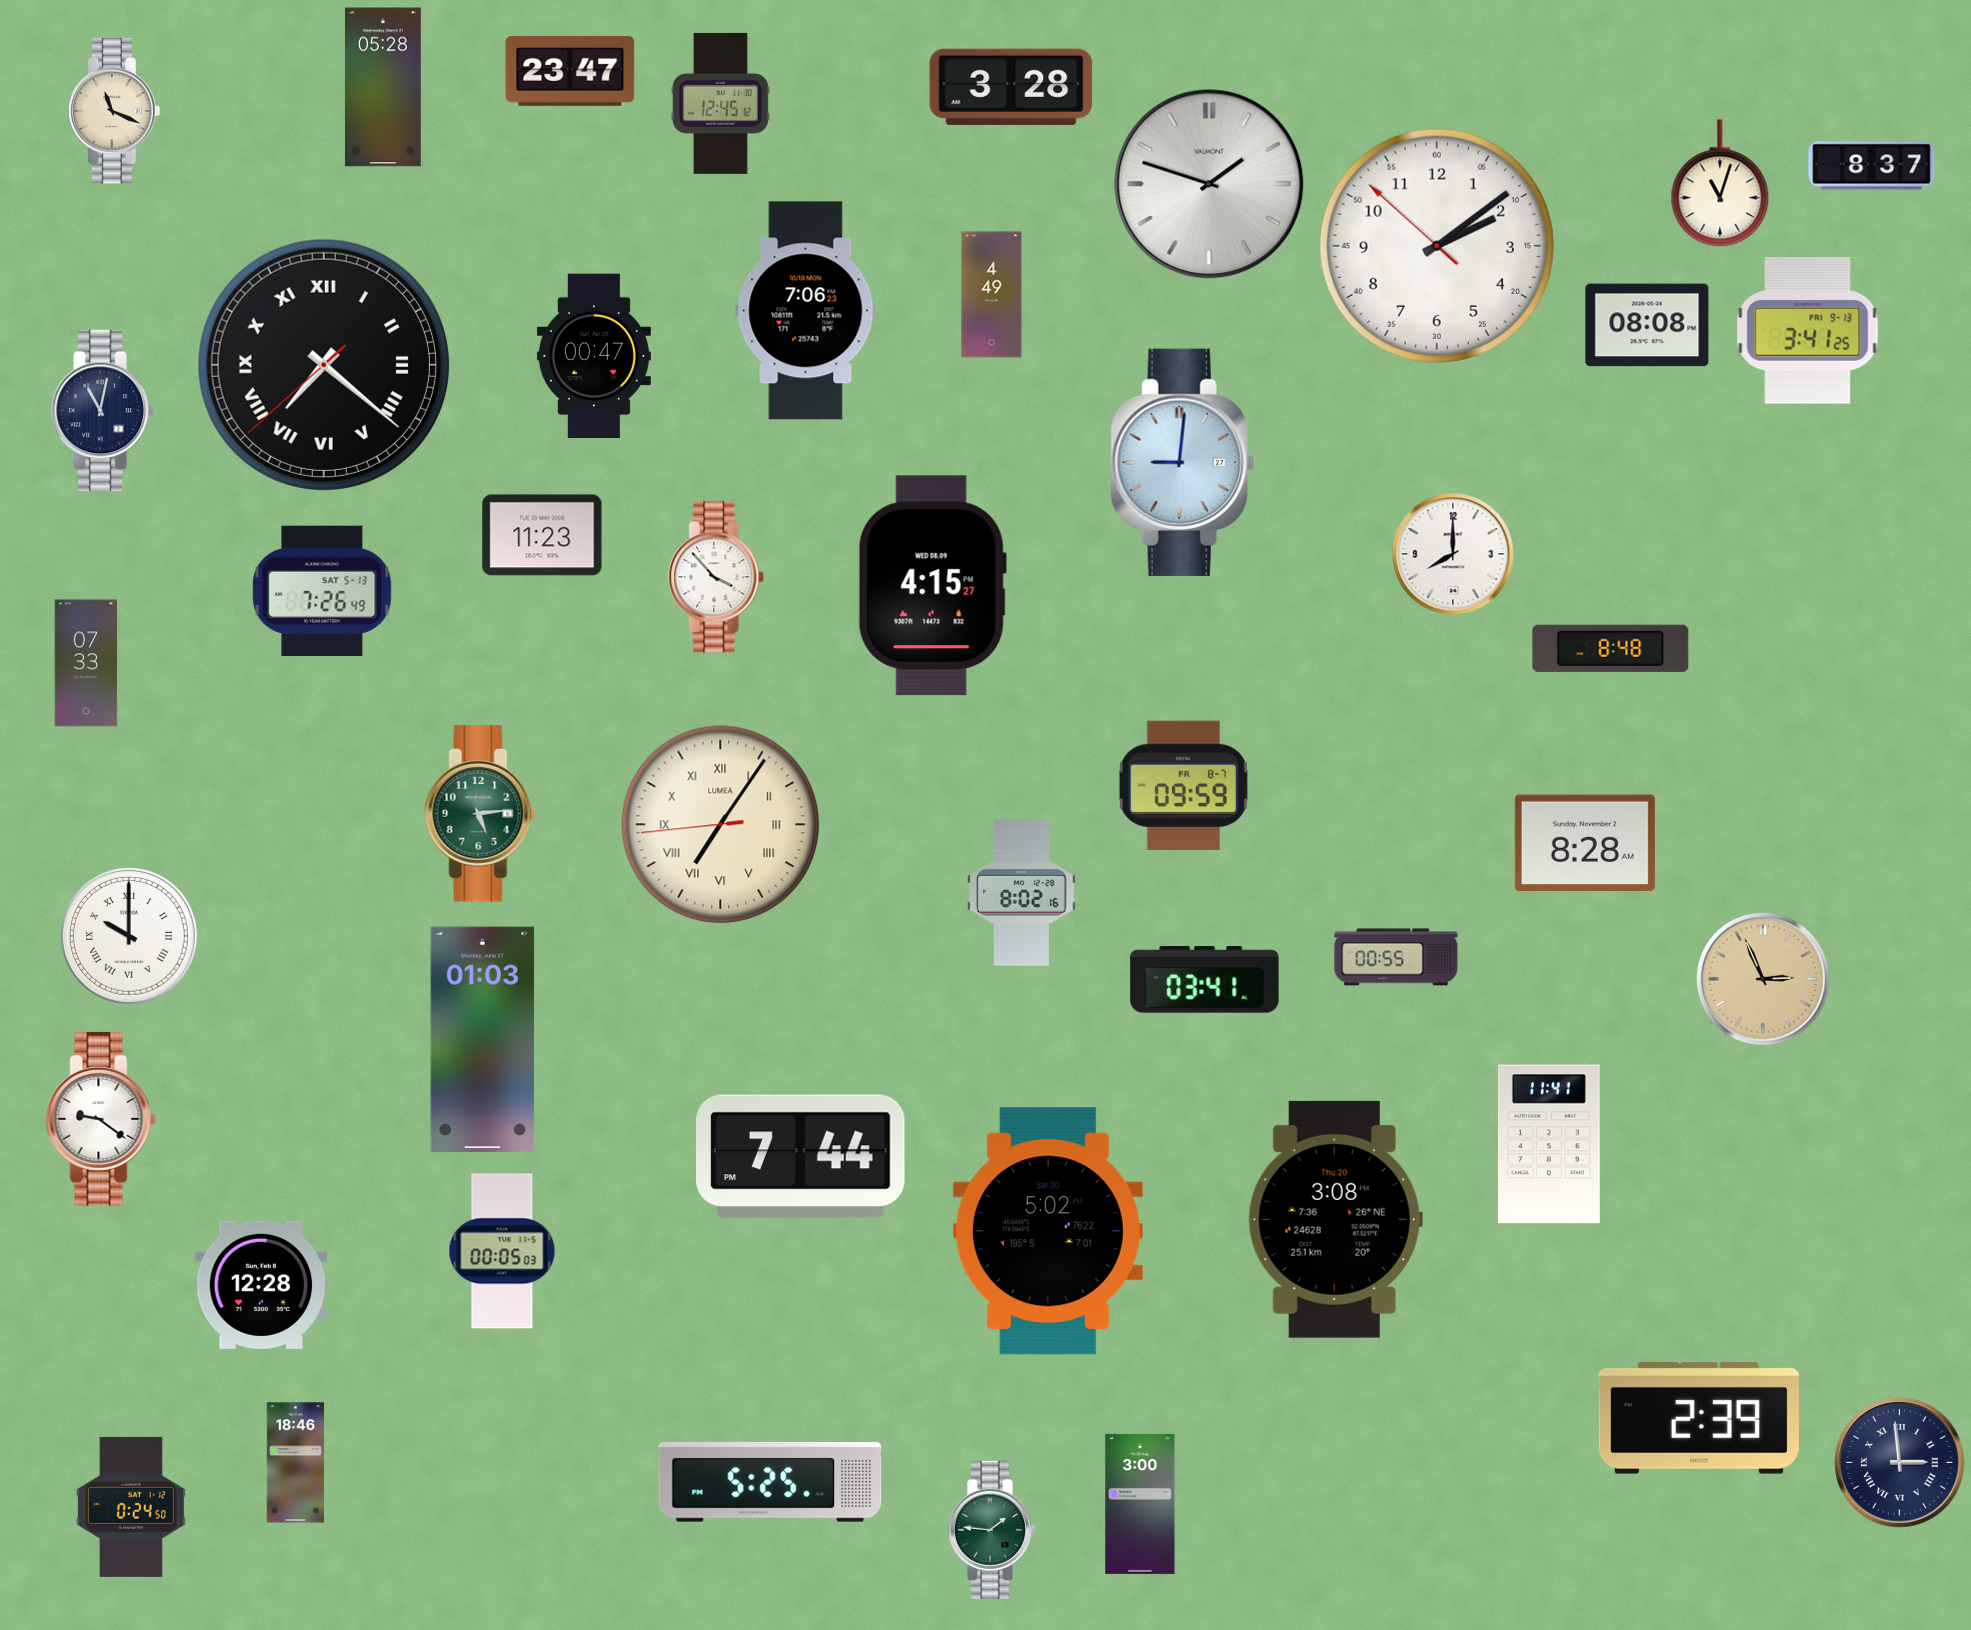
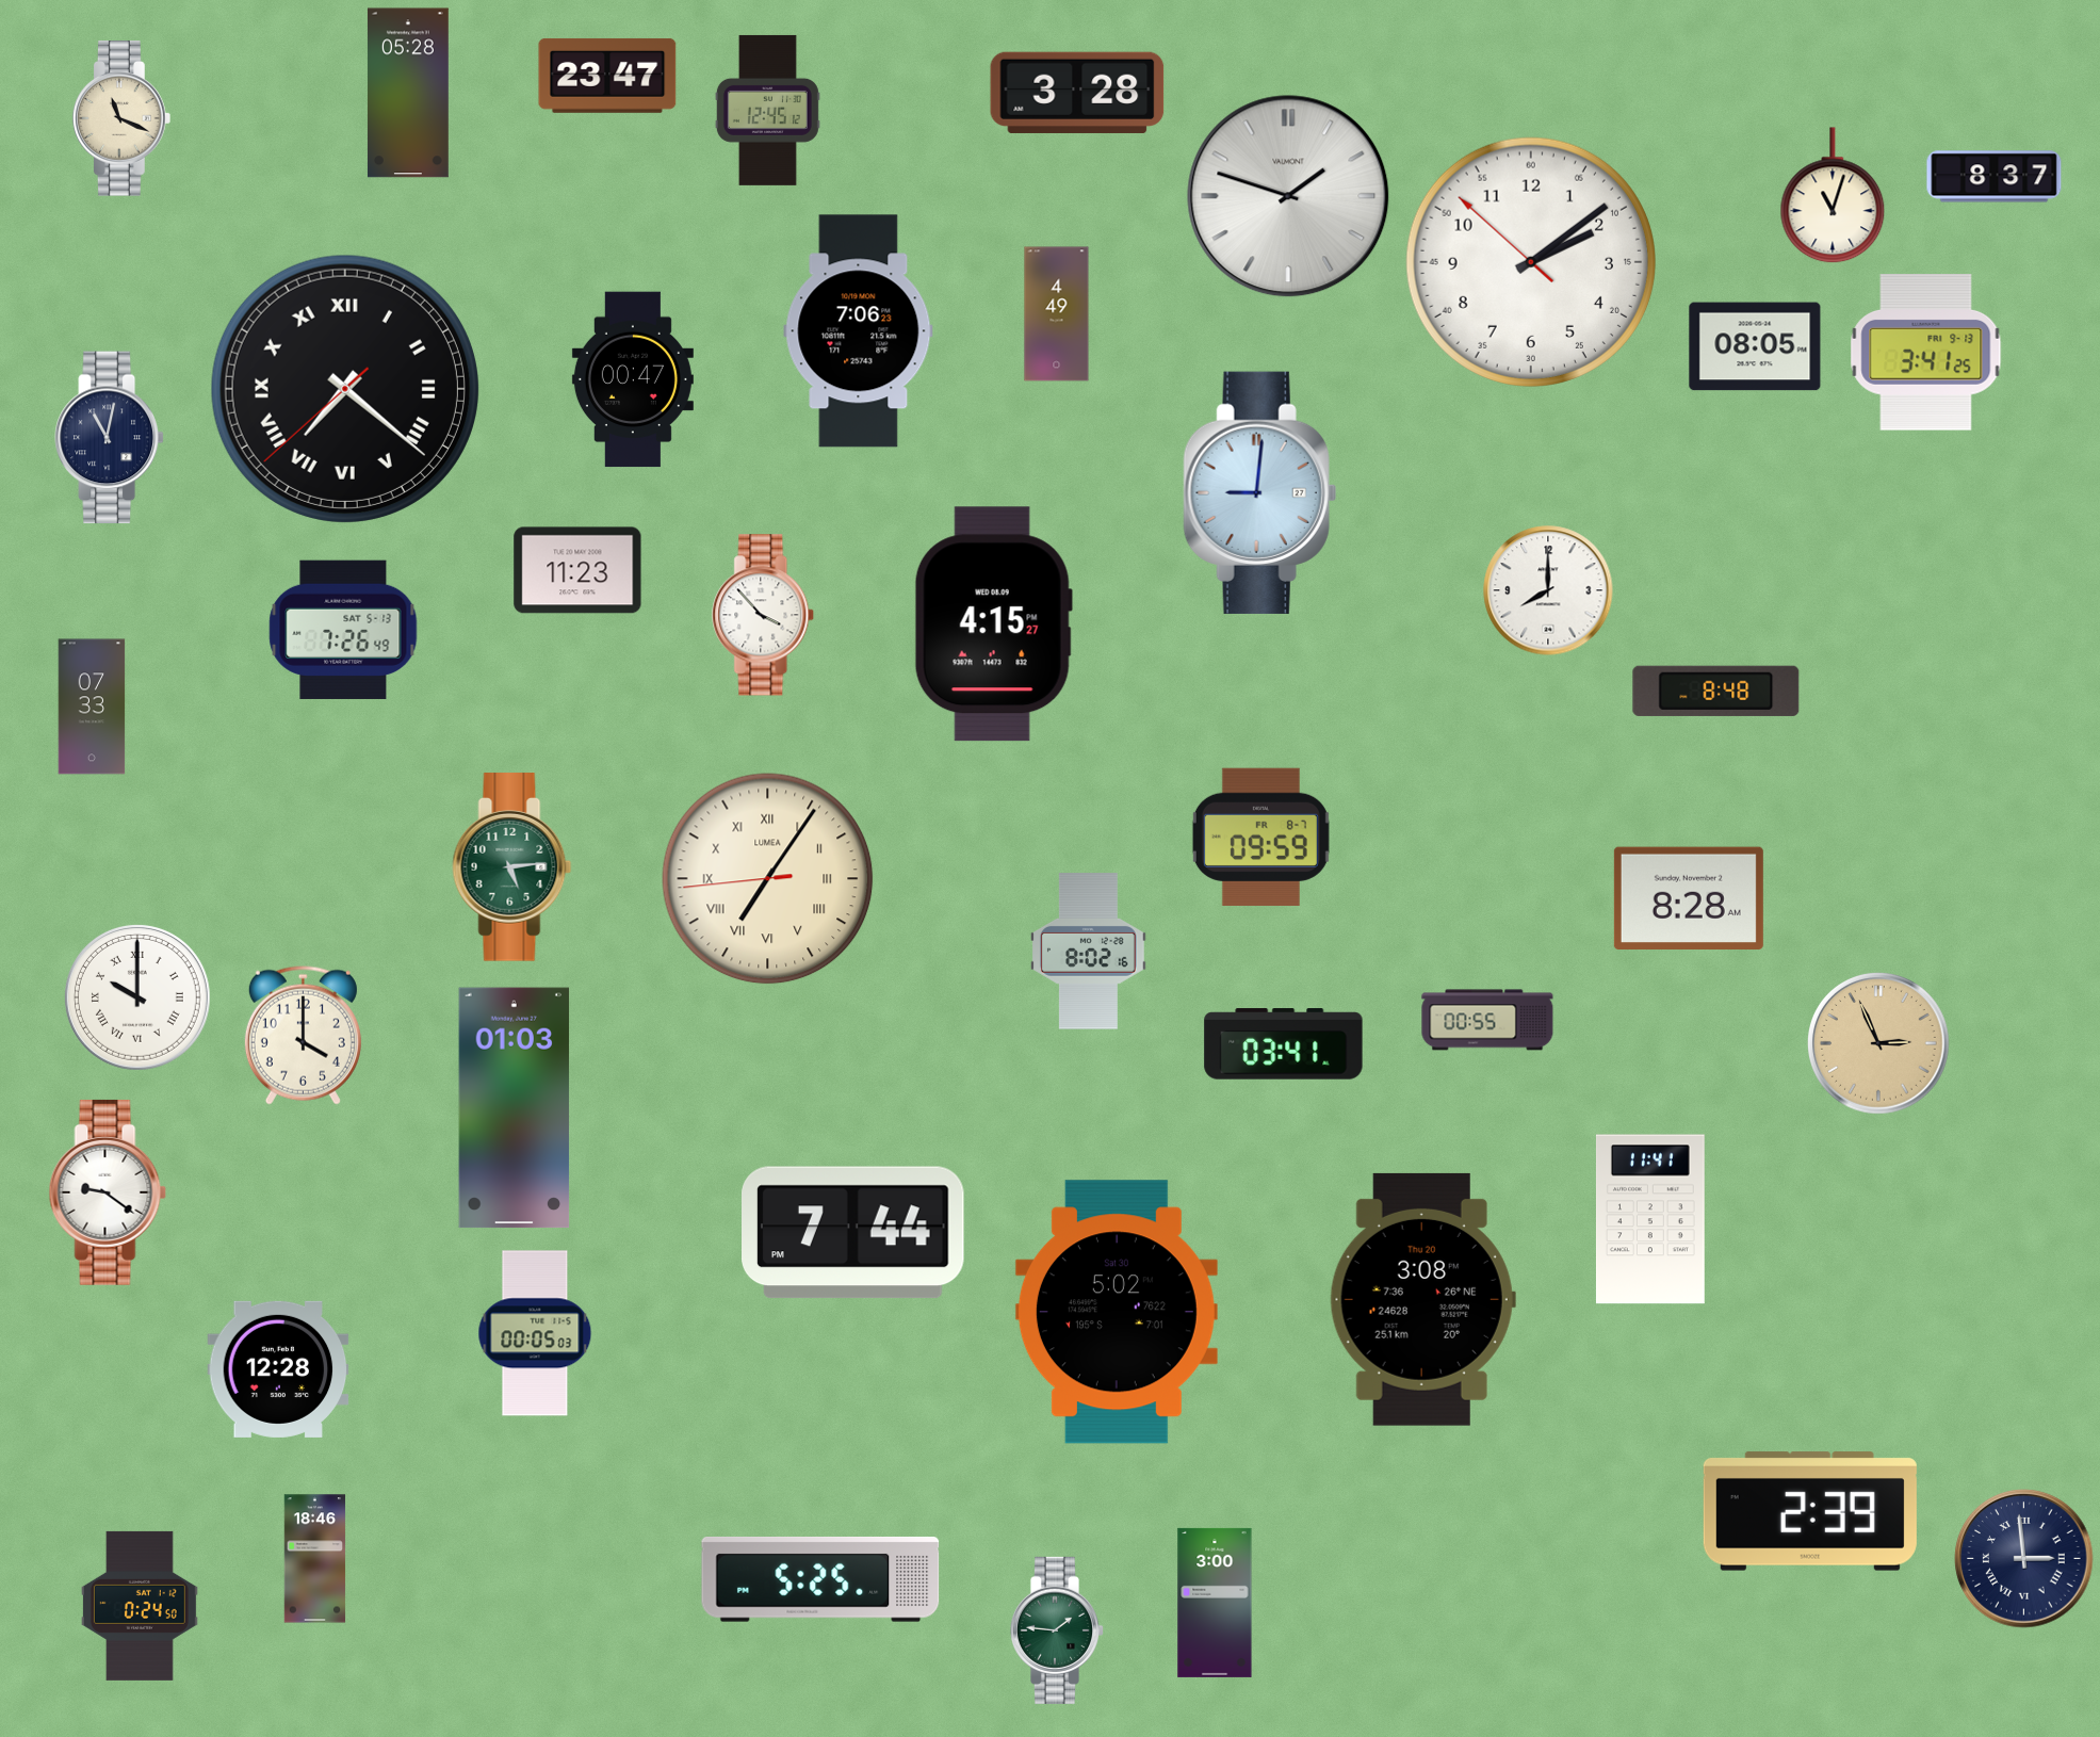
clock at (1647, 325): 08:08 -> 08:05
clock at (303, 1035): none -> 4:00
